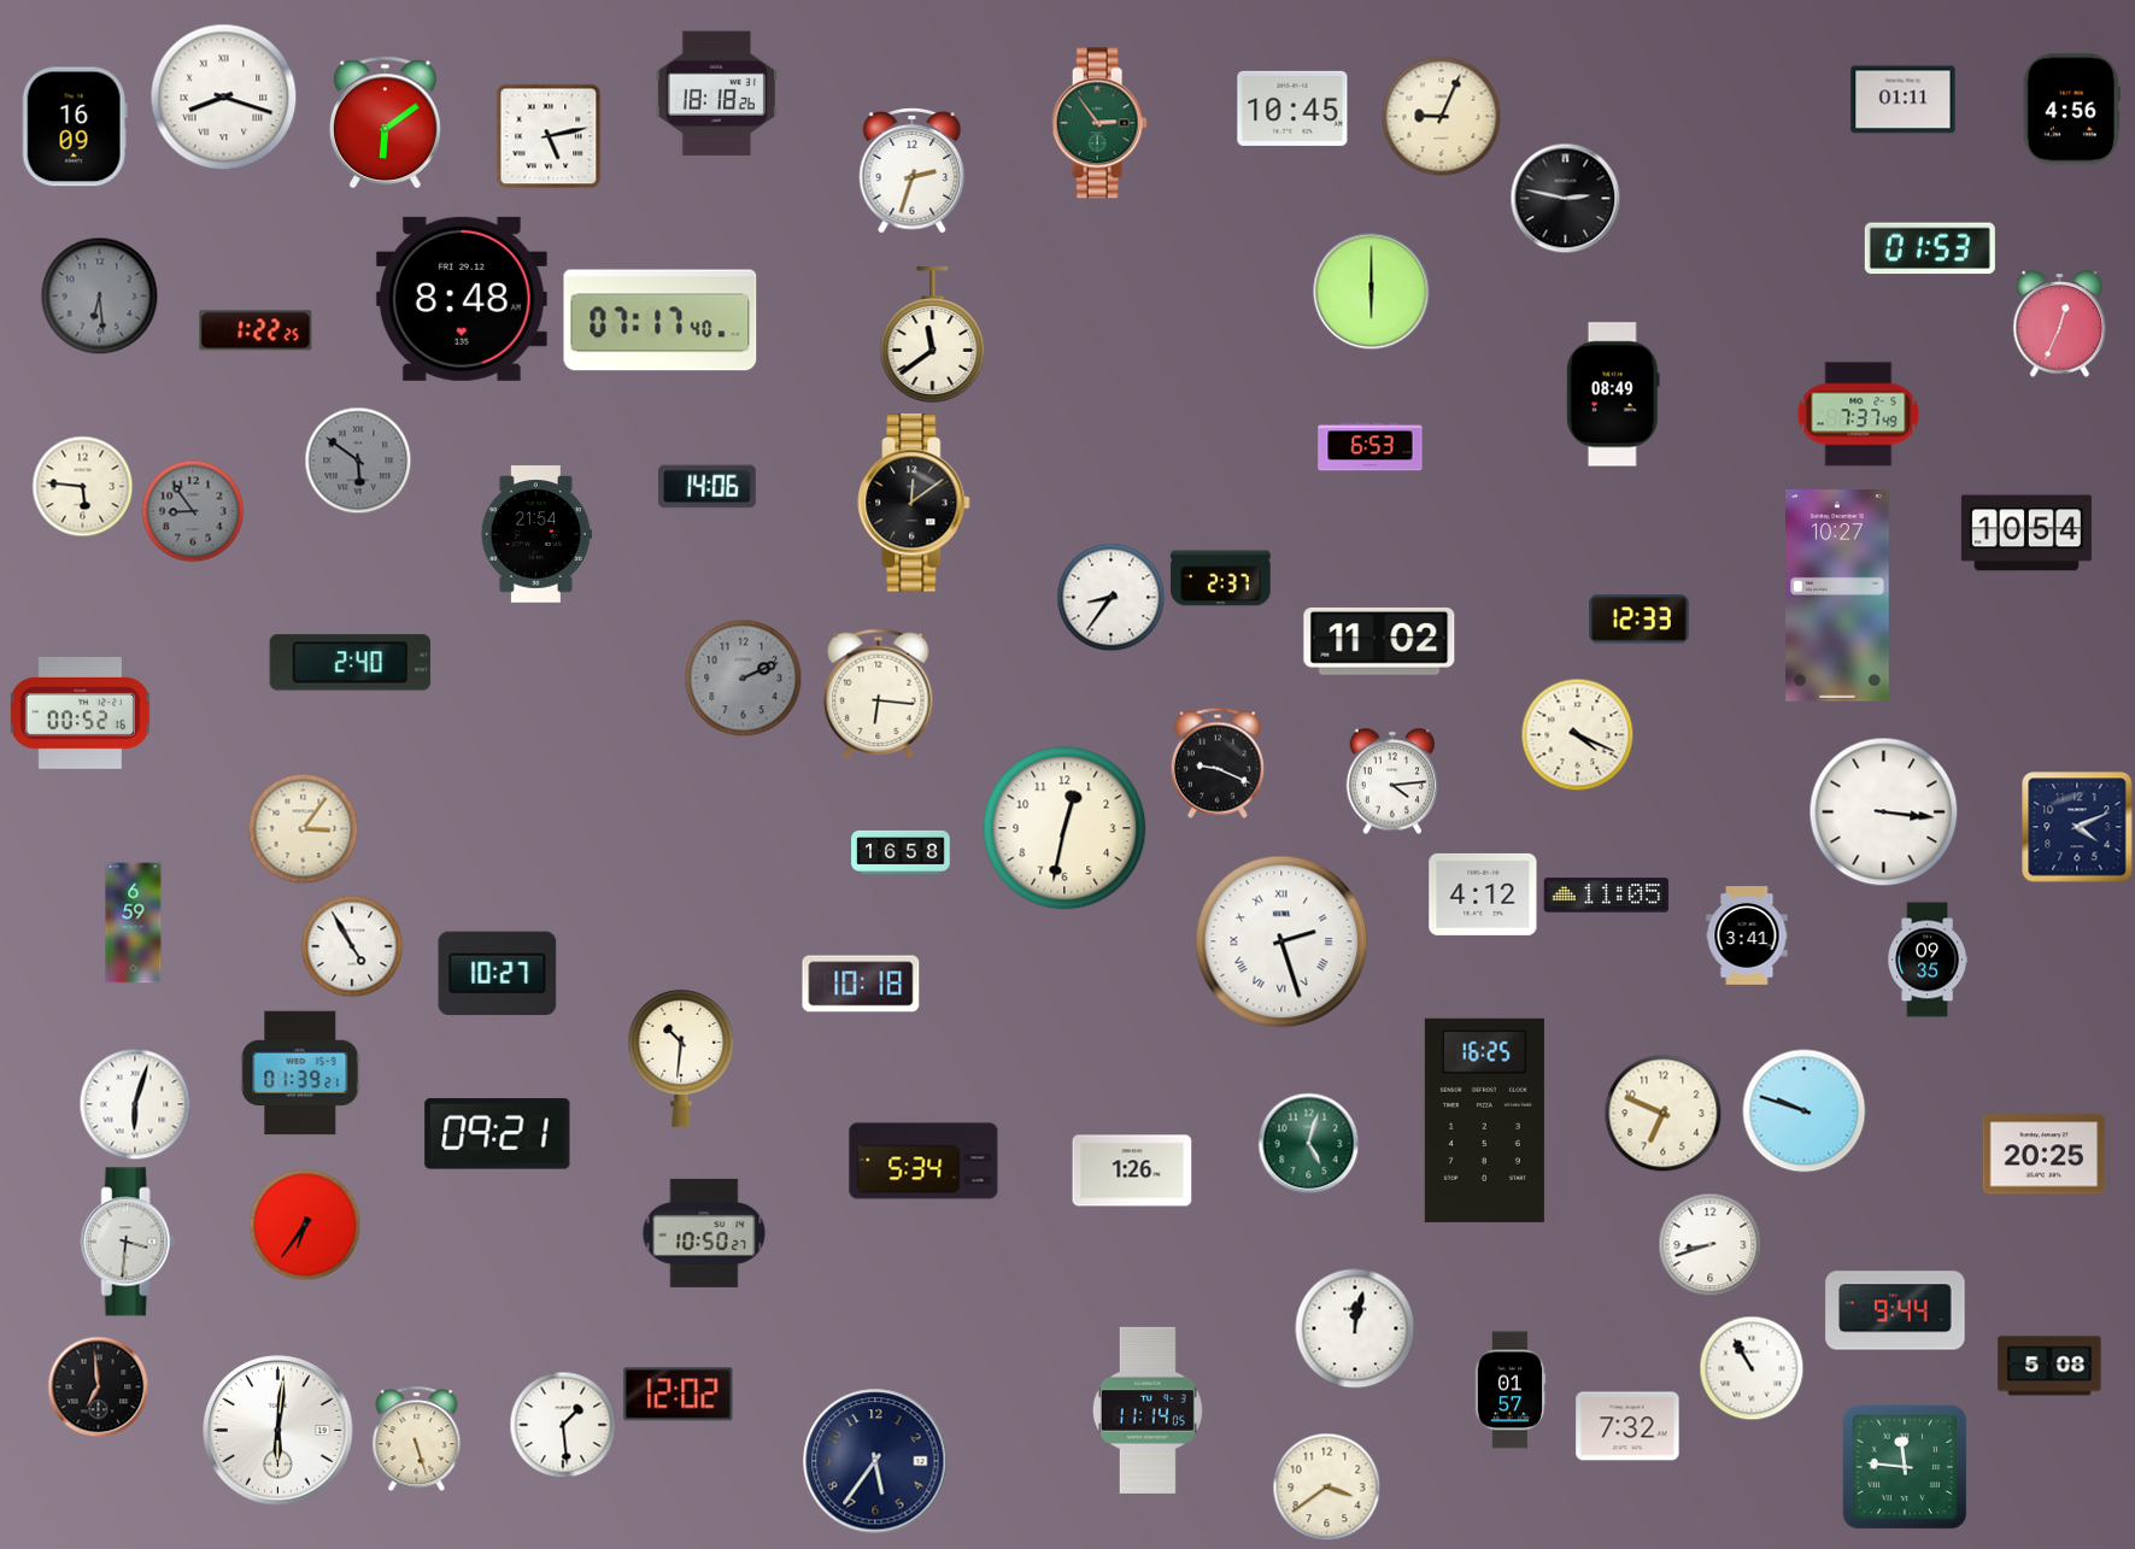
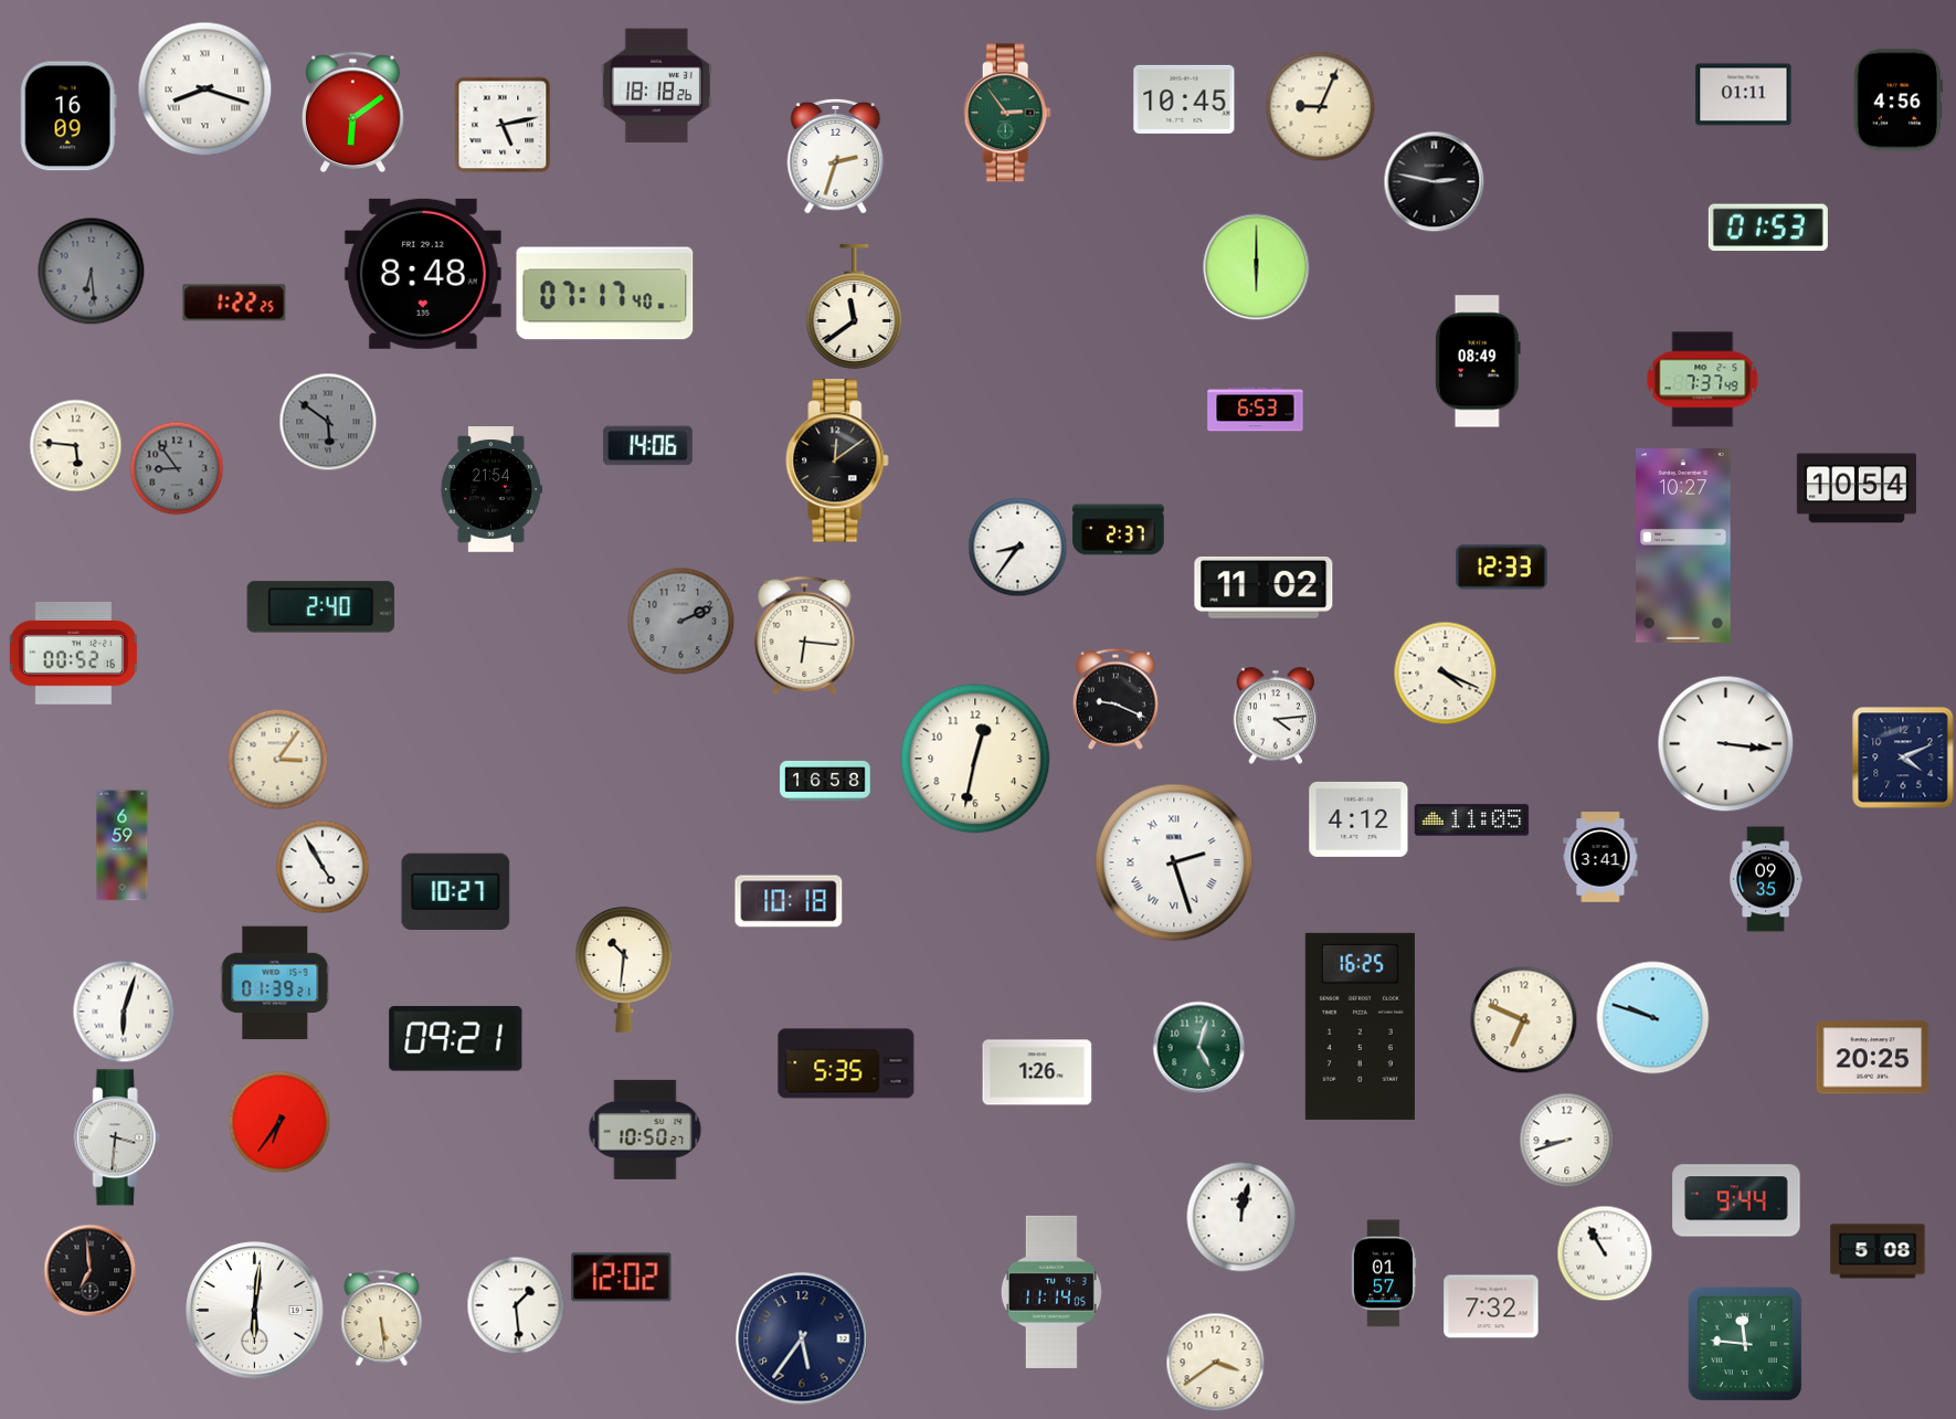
clock at (1904, 100) position: (1904, 100) -> (1744, 95)
clock at (2060, 324): 12:34 -> none
clock at (923, 1161): 5:34 -> 5:35
clock at (417, 1439): 5:27 -> 5:29
